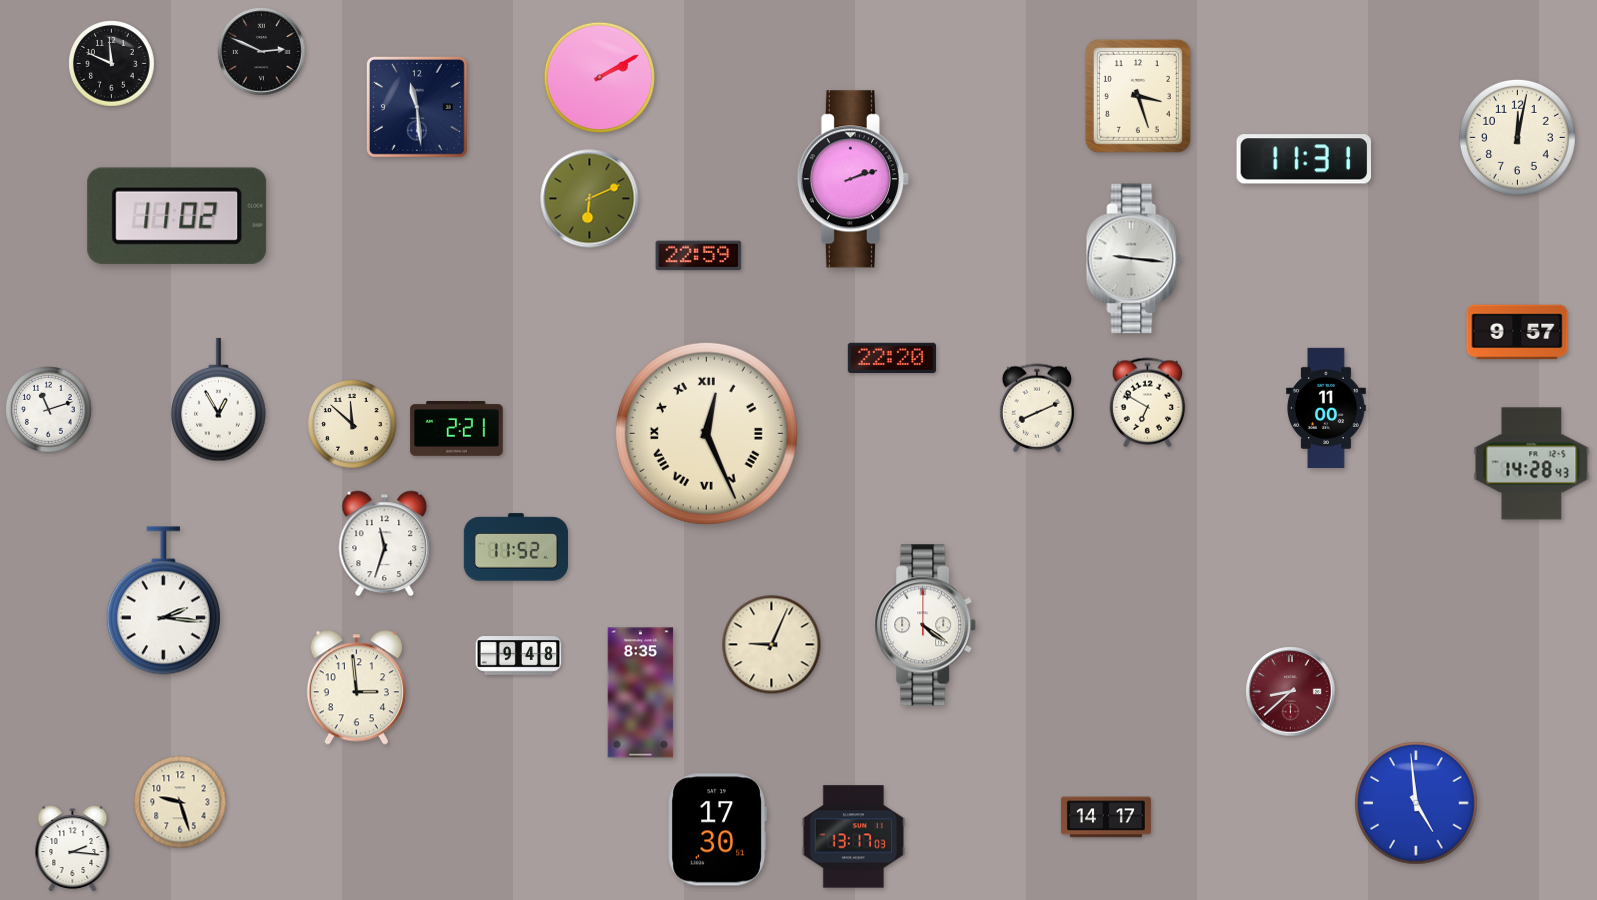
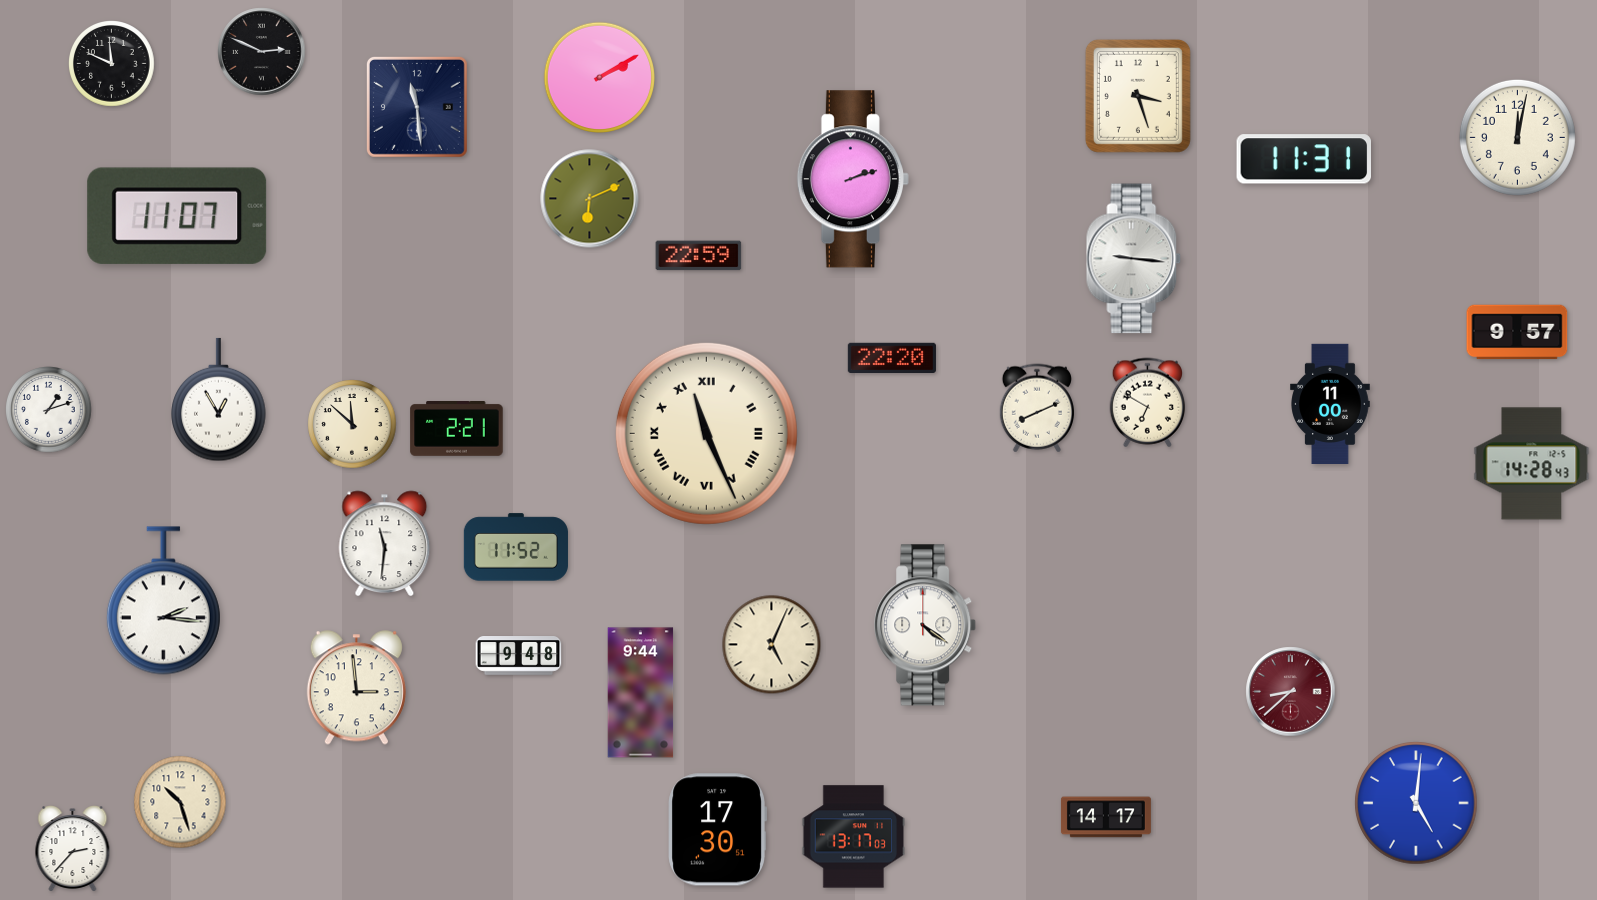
clock at (177, 216): 11:02 -> 11:07
clock at (1326, 407) position: (1326, 407) -> (1330, 403)
clock at (49, 410): 11:12 -> 1:12
clock at (706, 433): 12:26 -> 11:26
clock at (385, 544): 11:33 -> 11:31
clock at (772, 645): 9:04 -> 5:04
clock at (641, 693): 8:35 -> 9:44
clock at (180, 802): 9:27 -> 10:27
clock at (1416, 803): 4:59 -> 5:01
clock at (73, 849): 2:16 -> 2:37
